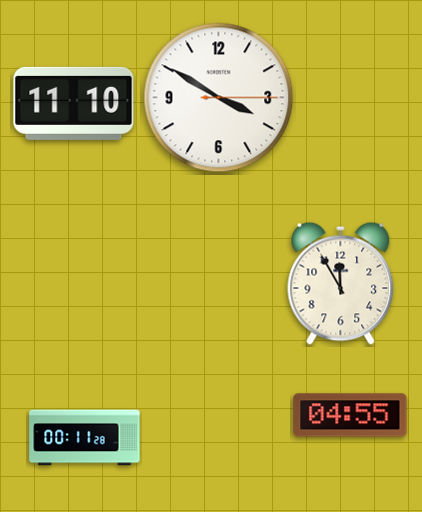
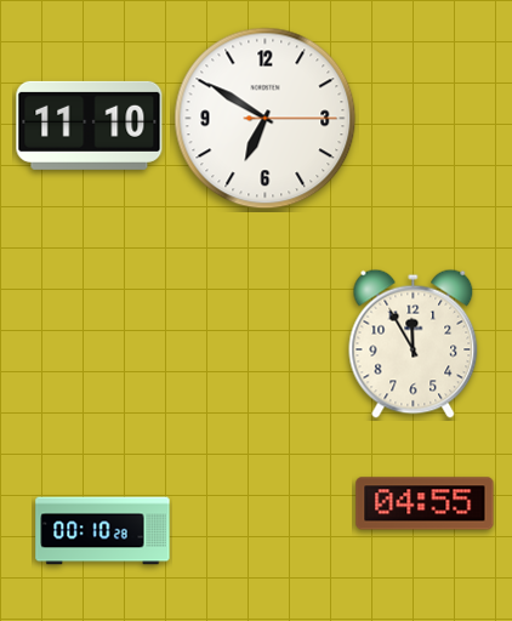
clock at (219, 98): 3:50 -> 6:50
clock at (85, 438): 00:11 -> 00:10
